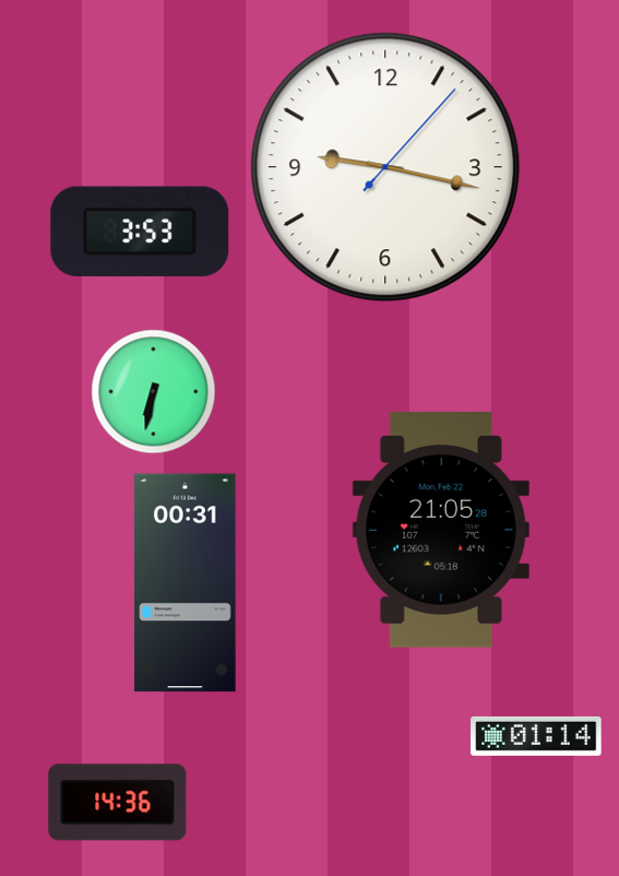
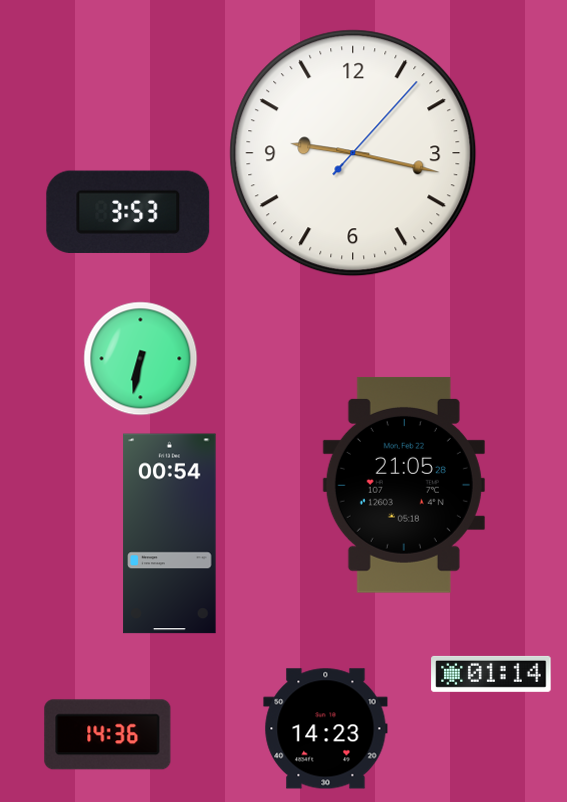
clock at (186, 583): 00:31 -> 00:54
clock at (326, 729): none -> 14:23
